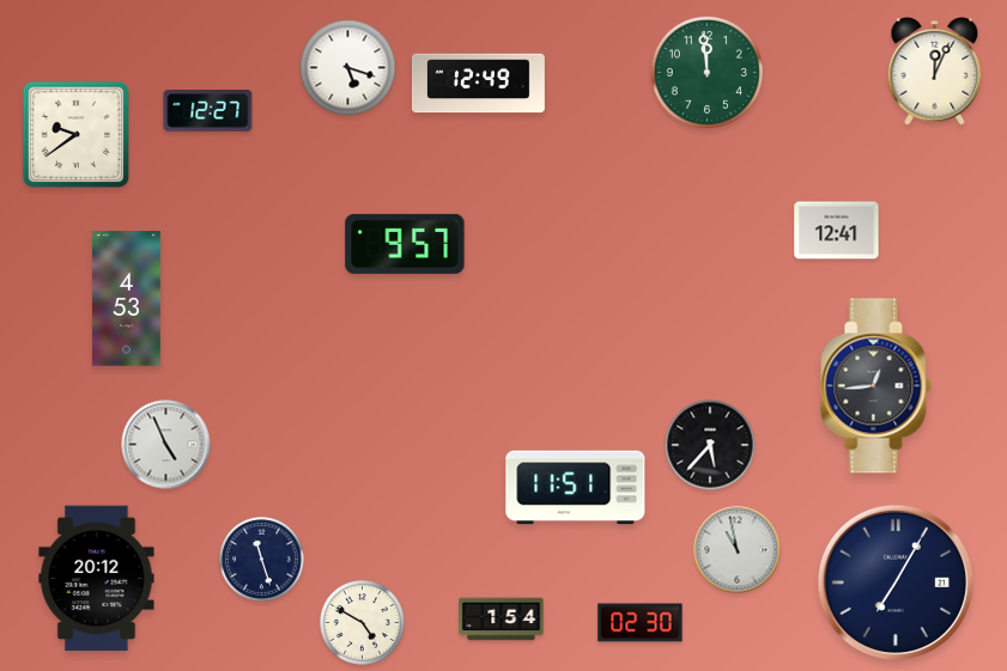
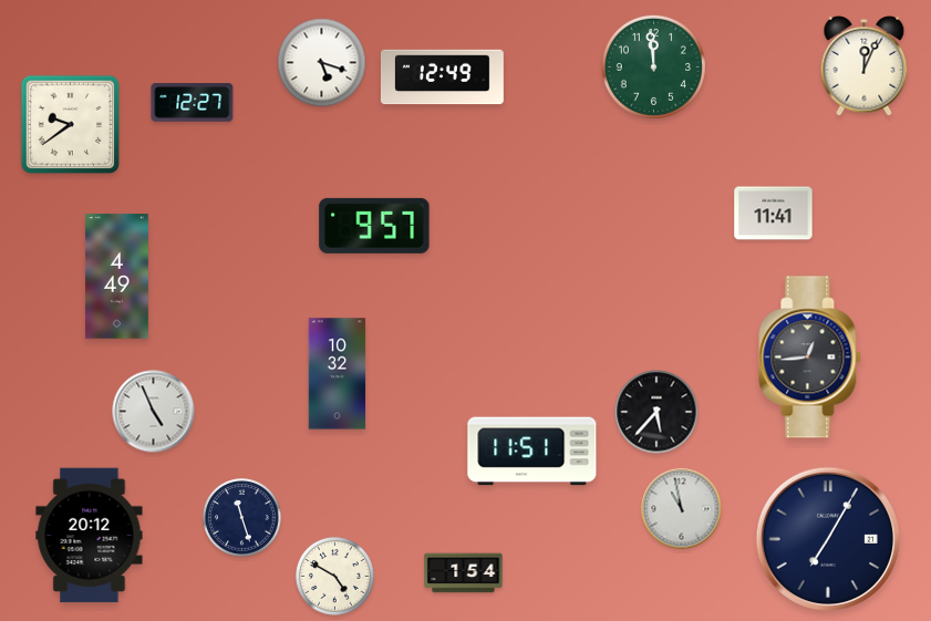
clock at (837, 231): 12:41 -> 11:41
clock at (126, 299): 4:53 -> 4:49
clock at (338, 374): none -> 10:32
clock at (641, 623): 02:30 -> none
